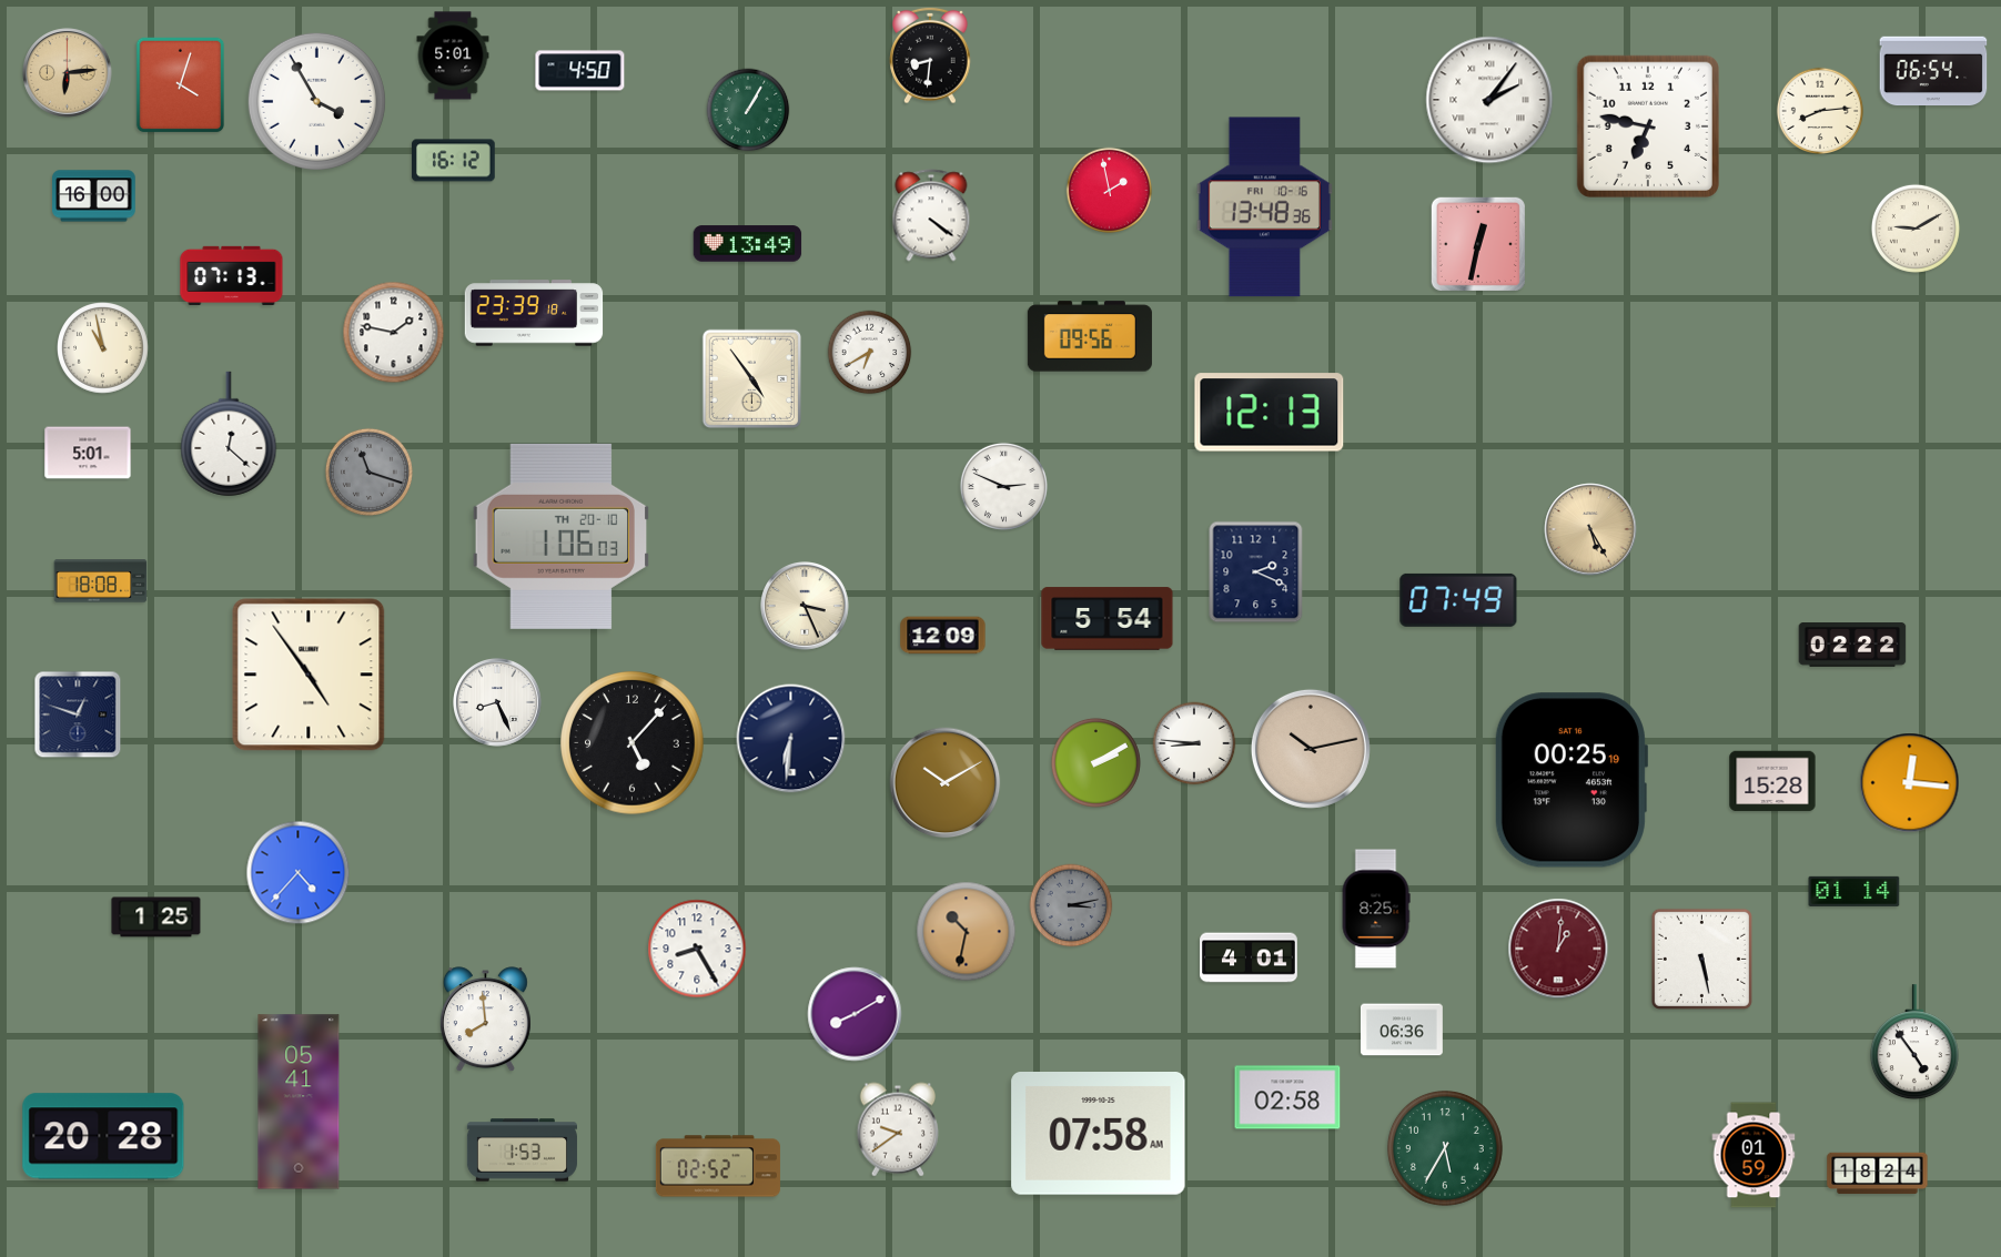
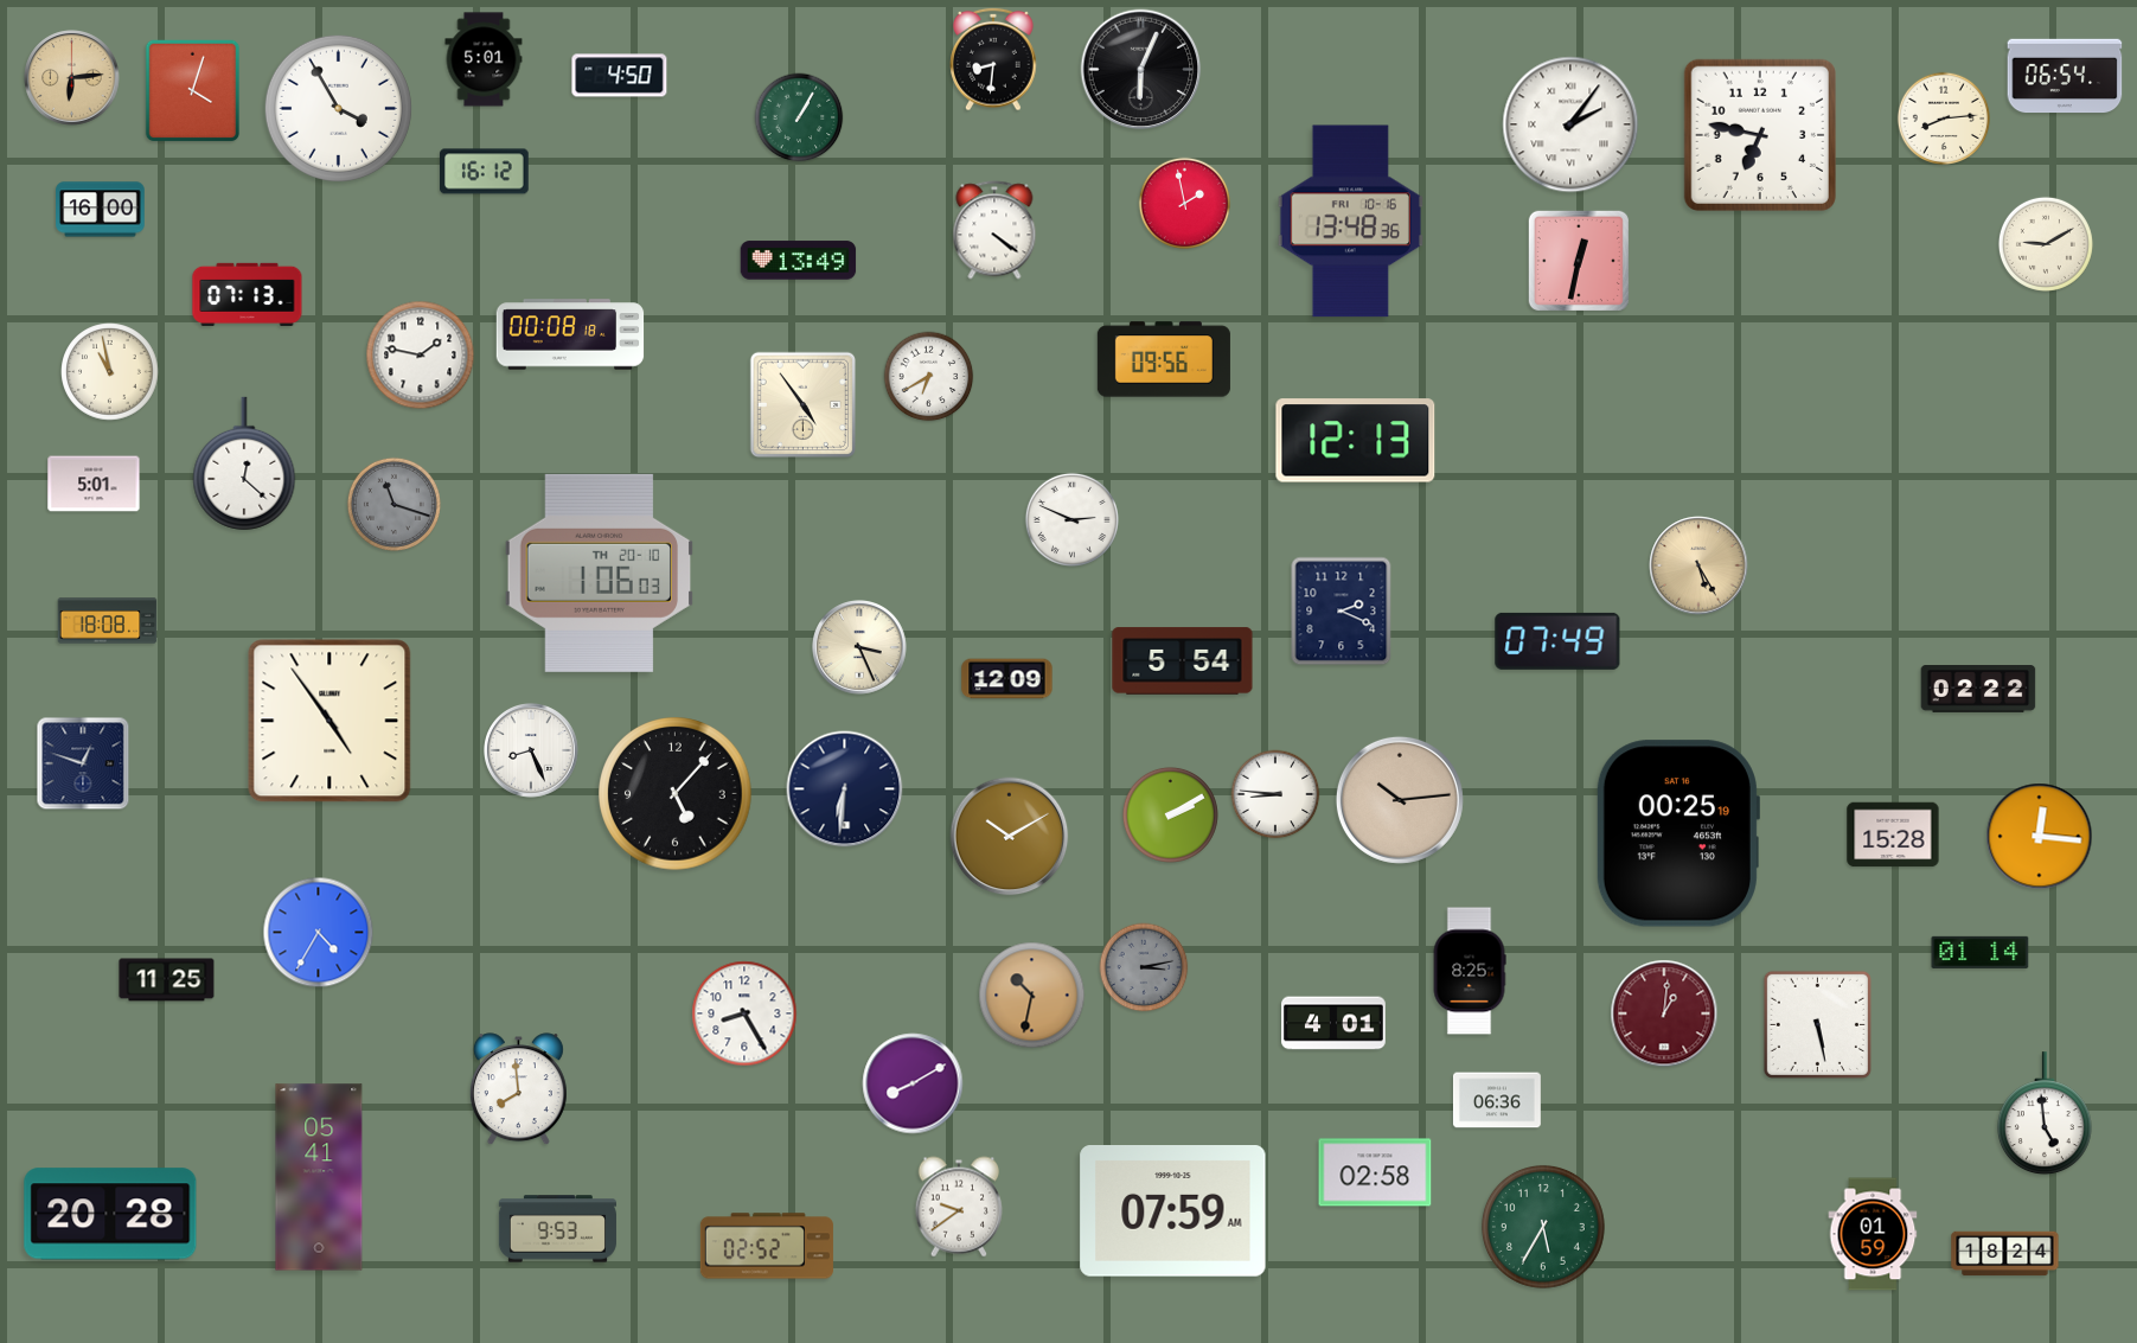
clock at (1141, 70): none -> 6:04
clock at (1489, 100) position: (1489, 100) -> (1570, 124)
clock at (534, 313): 23:39 -> 00:08
clock at (1311, 749): 10:13 -> 10:14
clock at (299, 873): 4:37 -> 4:35
clock at (156, 918): 1:25 -> 11:25
clock at (1914, 1043): 4:54 -> 4:59
clock at (1099, 1134): 07:58 -> 07:59
clock at (522, 1150): 1:53 -> 9:53
